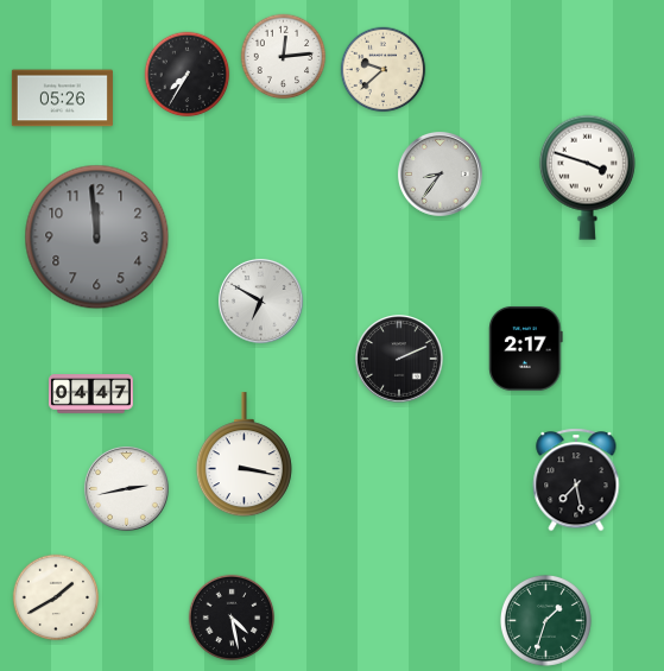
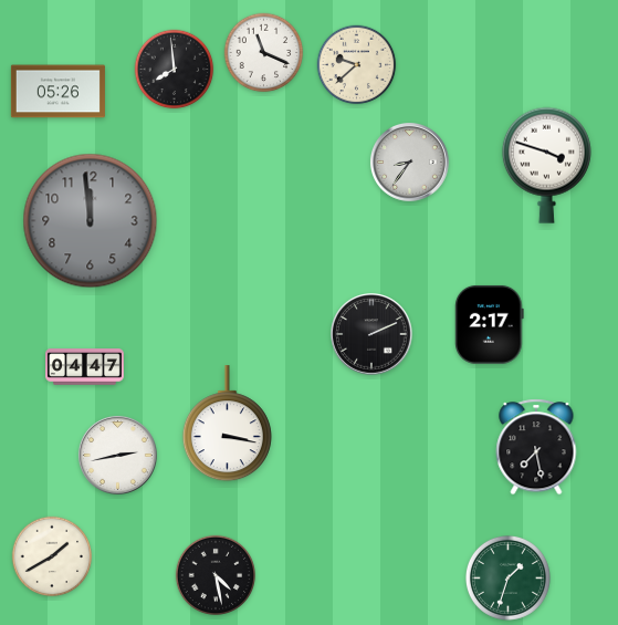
clock at (284, 57): 12:14 -> 11:19
clock at (188, 75): 7:35 -> 7:59
clock at (260, 300): 6:50 -> none
